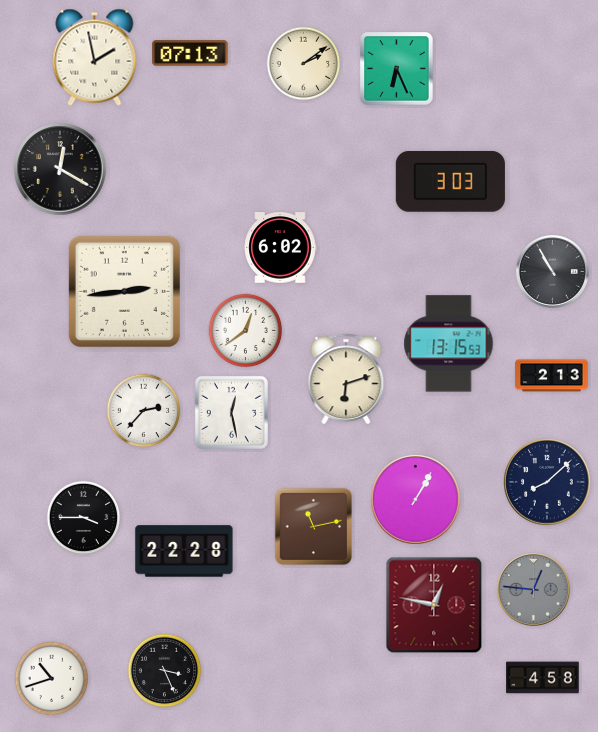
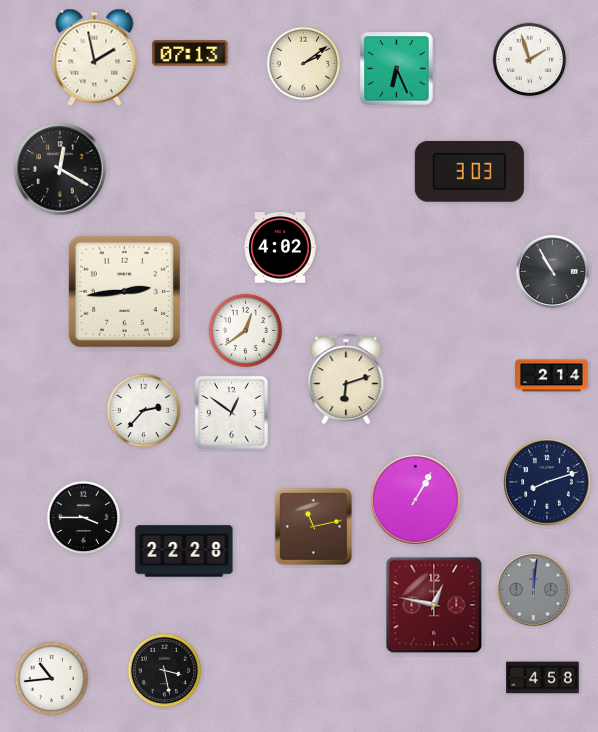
clock at (530, 60): none -> 1:57
clock at (450, 181) position: (450, 181) -> (469, 171)
clock at (280, 248): 6:02 -> 4:02
clock at (449, 344): 13:15 -> none
clock at (552, 376): 2:13 -> 2:14
clock at (231, 412): 12:28 -> 12:51
clock at (547, 482): 8:08 -> 8:12
clock at (533, 589): 12:46 -> 12:01
clock at (165, 671): 3:26 -> 3:28
clock at (52, 679): 10:42 -> 10:44
